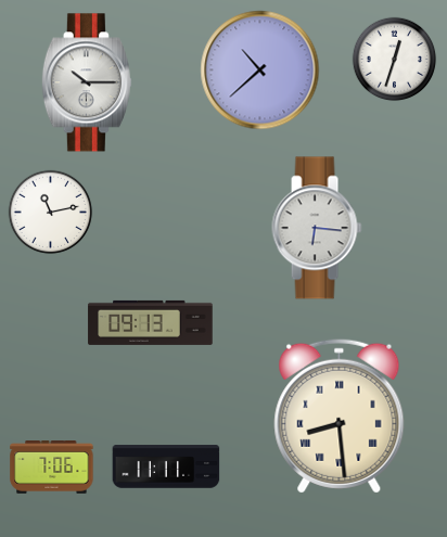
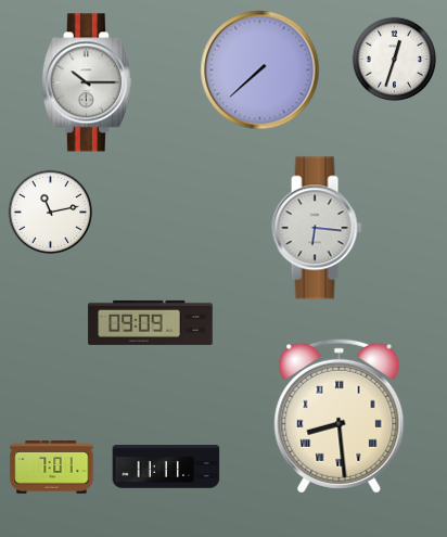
clock at (260, 71): 10:38 -> 7:38
clock at (151, 322): 09:13 -> 09:09
clock at (52, 468): 7:06 -> 7:01
